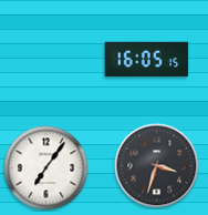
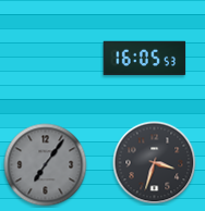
clock at (147, 60): 16:05:15 -> 16:05:53
clock at (46, 168) dial: white -> grey
